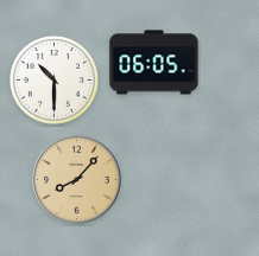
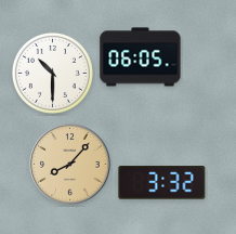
clock at (53, 79) position: (53, 79) -> (52, 73)
clock at (162, 183): none -> 3:32
